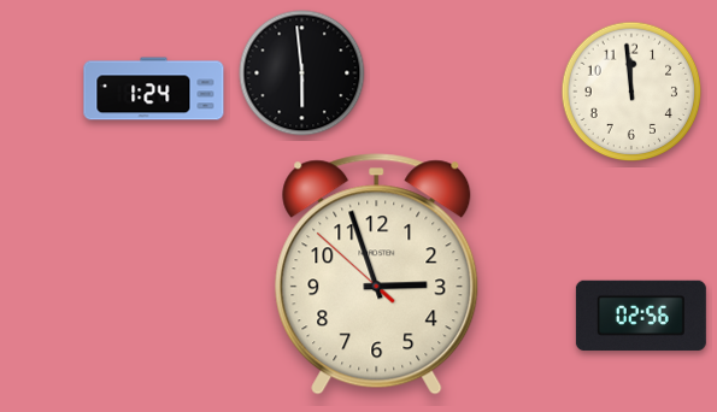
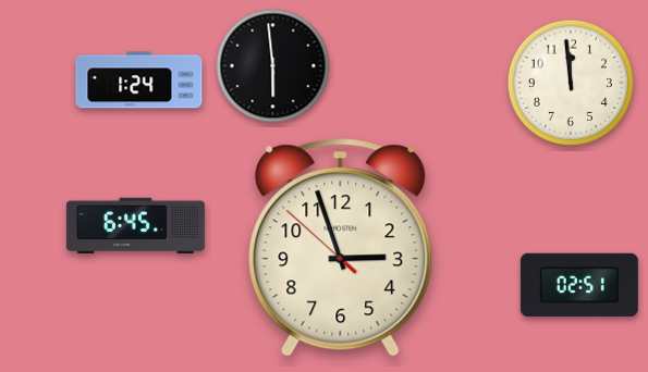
clock at (135, 226): none -> 6:45
clock at (641, 316): 02:56 -> 02:51
